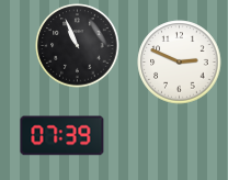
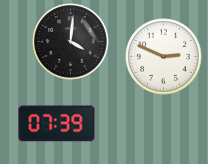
clock at (78, 46): 10:56 -> 4:01
